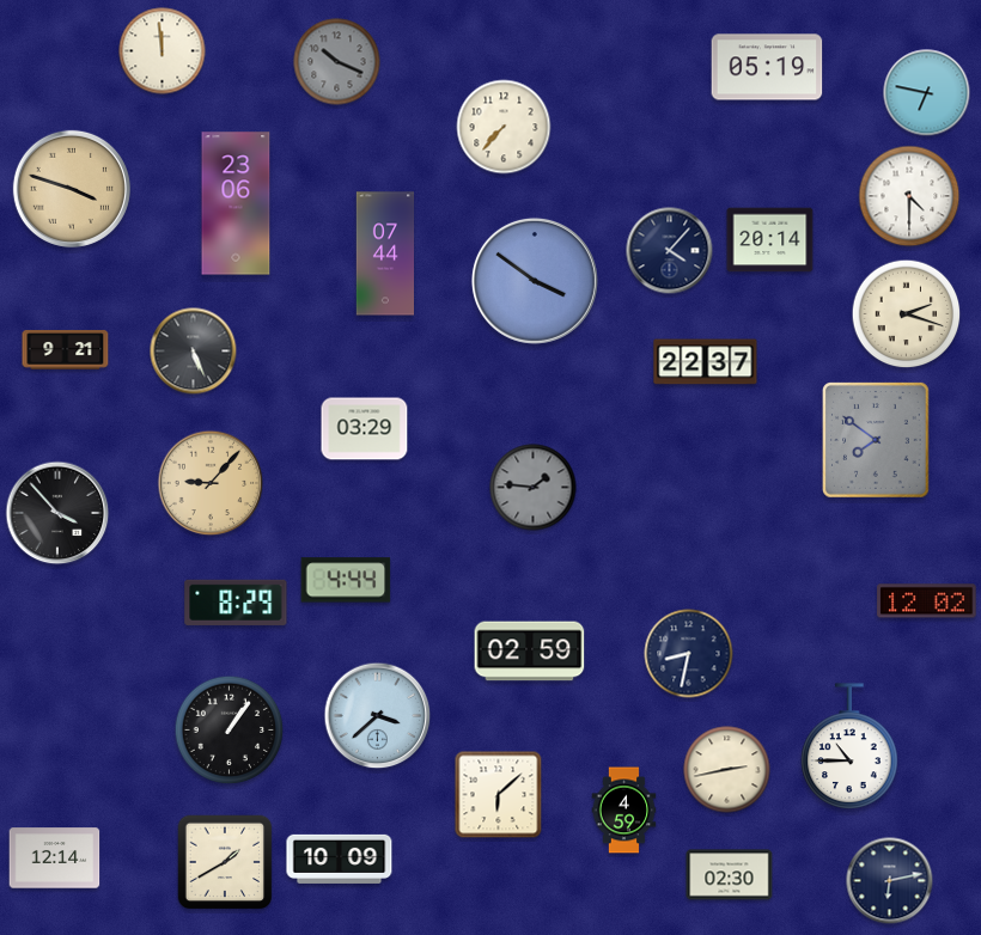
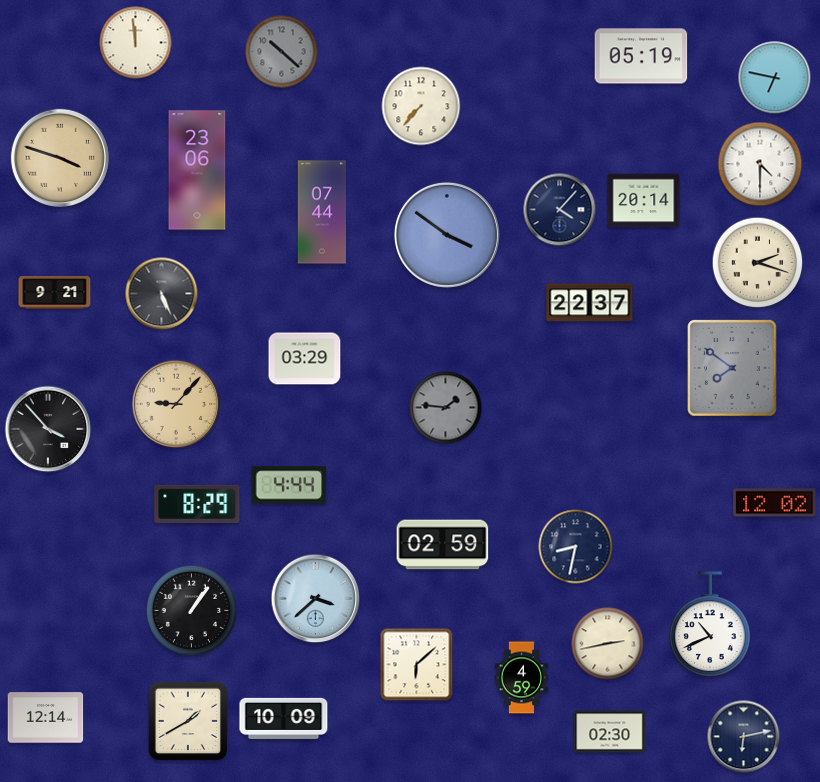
clock at (337, 62): 10:19 -> 10:22
clock at (849, 746): 10:45 -> 10:41
